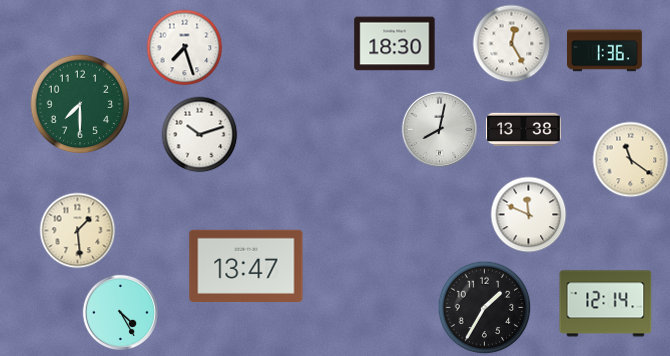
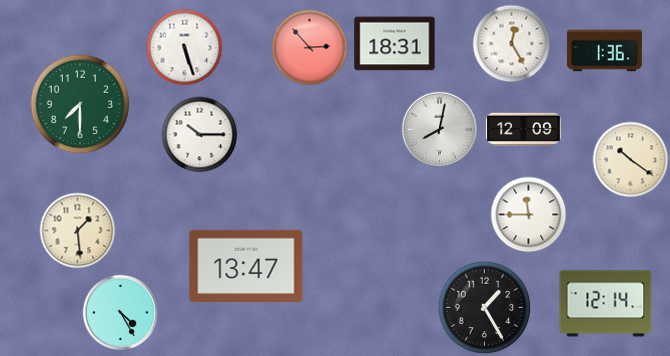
clock at (395, 44): 18:30 -> 18:31
clock at (185, 48): 7:27 -> 5:27
clock at (310, 48): none -> 2:53
clock at (523, 130): 13:38 -> 12:09
clock at (200, 135): 10:12 -> 10:15
clock at (631, 160): 11:21 -> 10:21
clock at (529, 215): 11:49 -> 11:45
clock at (485, 308): 1:35 -> 1:25
